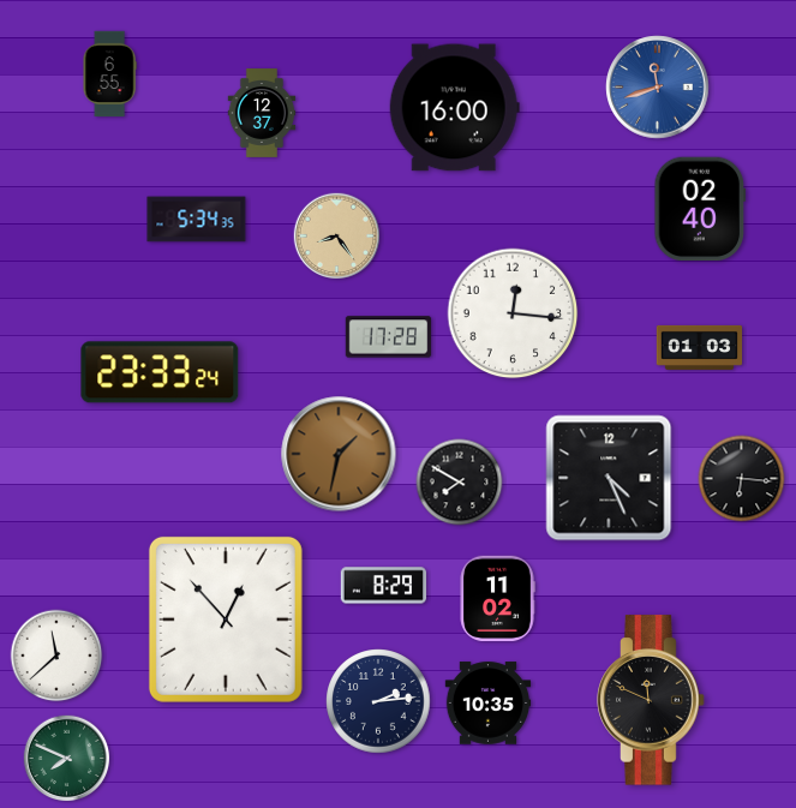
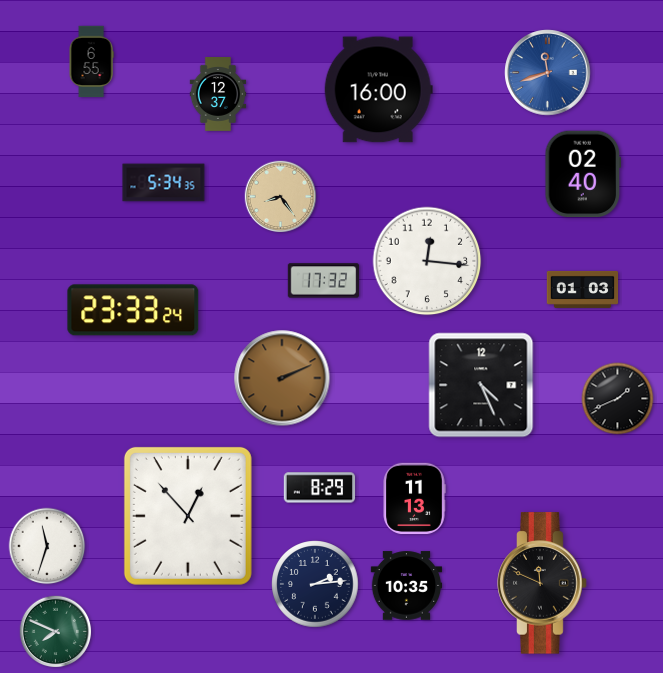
clock at (389, 337): 17:28 -> 17:32
clock at (339, 454): 1:32 -> 2:11
clock at (609, 478) position: (609, 478) -> (481, 385)
clock at (742, 479): 6:16 -> 1:41
clock at (460, 483): 7:50 -> none
clock at (497, 599): 11:02 -> 11:13
clock at (56, 656): 11:38 -> 11:33
